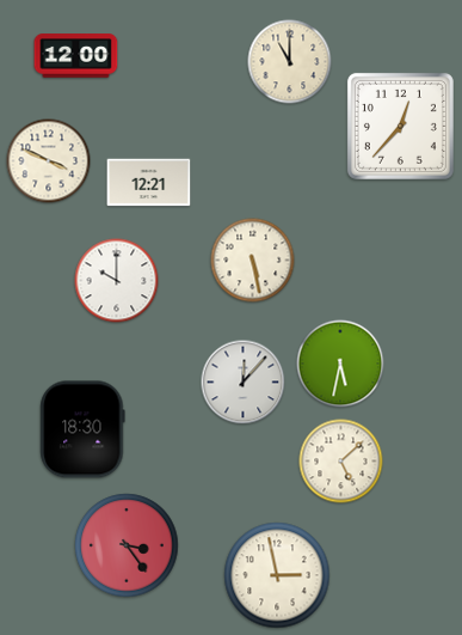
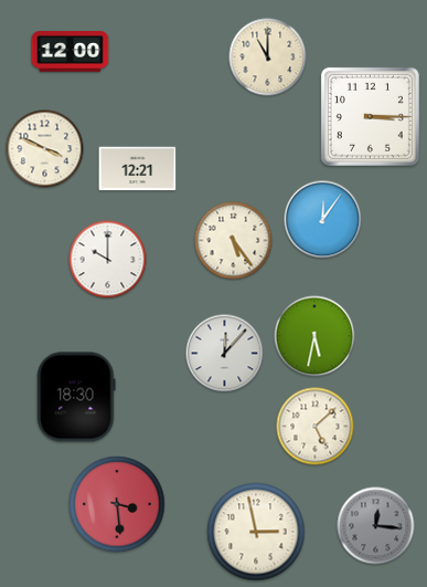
clock at (400, 126): 12:37 -> 3:15
clock at (323, 220): none -> 12:06
clock at (253, 261): 5:28 -> 5:24
clock at (127, 545): 3:24 -> 3:29
clock at (376, 526): none -> 12:16
